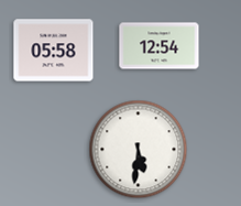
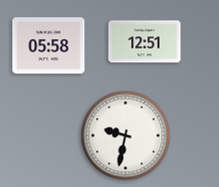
clock at (160, 46): 12:54 -> 12:51
clock at (139, 150): 5:31 -> 9:32
